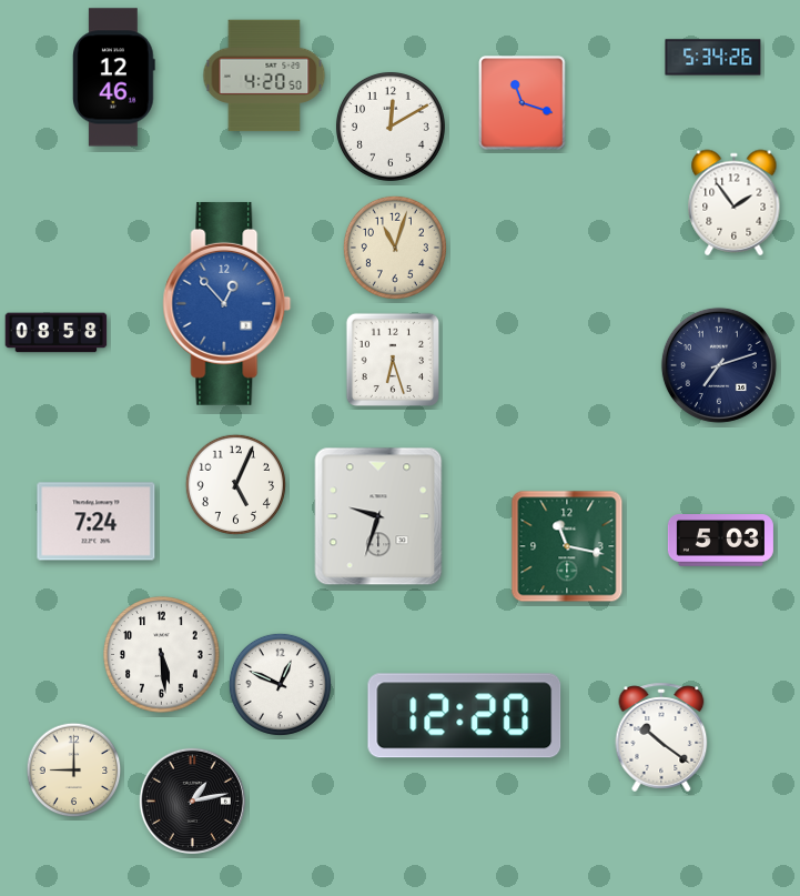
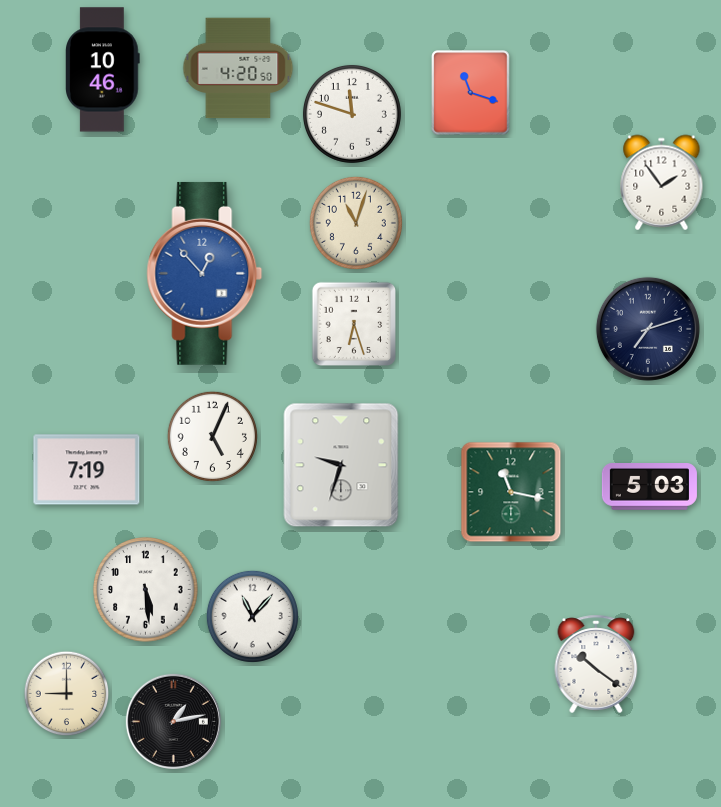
clock at (713, 58): 5:34 -> none
clock at (114, 78): 12:46 -> 10:46
clock at (391, 127): 12:10 -> 11:48
clock at (57, 333): 08:58 -> none
clock at (97, 522): 7:24 -> 7:19
clock at (280, 684): 12:49 -> 11:07
clock at (465, 716): 12:20 -> none
